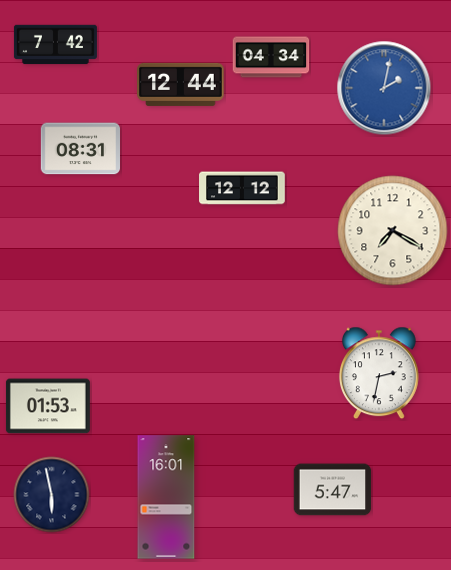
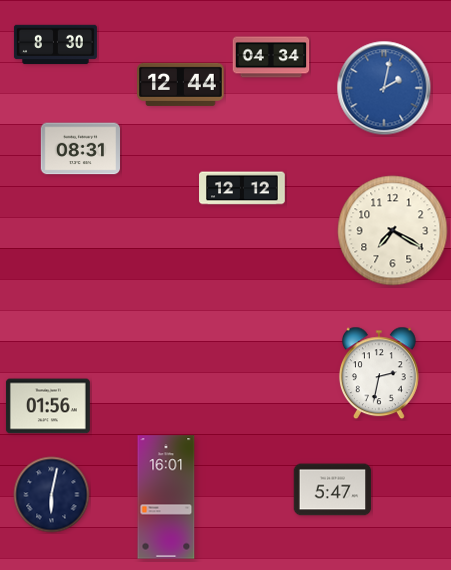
clock at (55, 45): 7:42 -> 8:30
clock at (48, 406): 01:53 -> 01:56
clock at (52, 495): 5:58 -> 6:02
